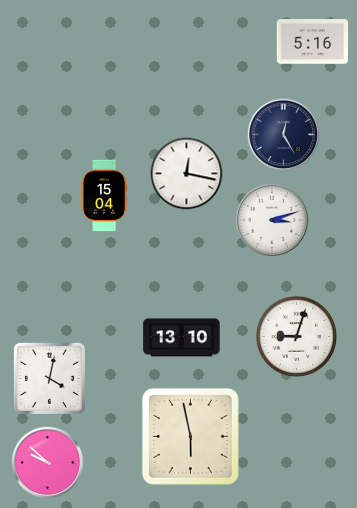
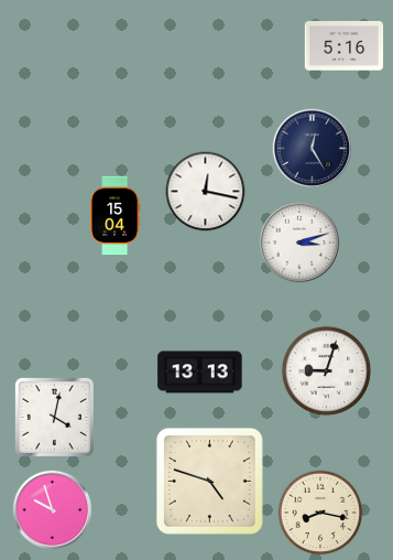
clock at (182, 338): 13:10 -> 13:13
clock at (190, 436): 5:58 -> 4:48
clock at (48, 463): 9:52 -> 9:57
clock at (320, 513): none -> 8:17
